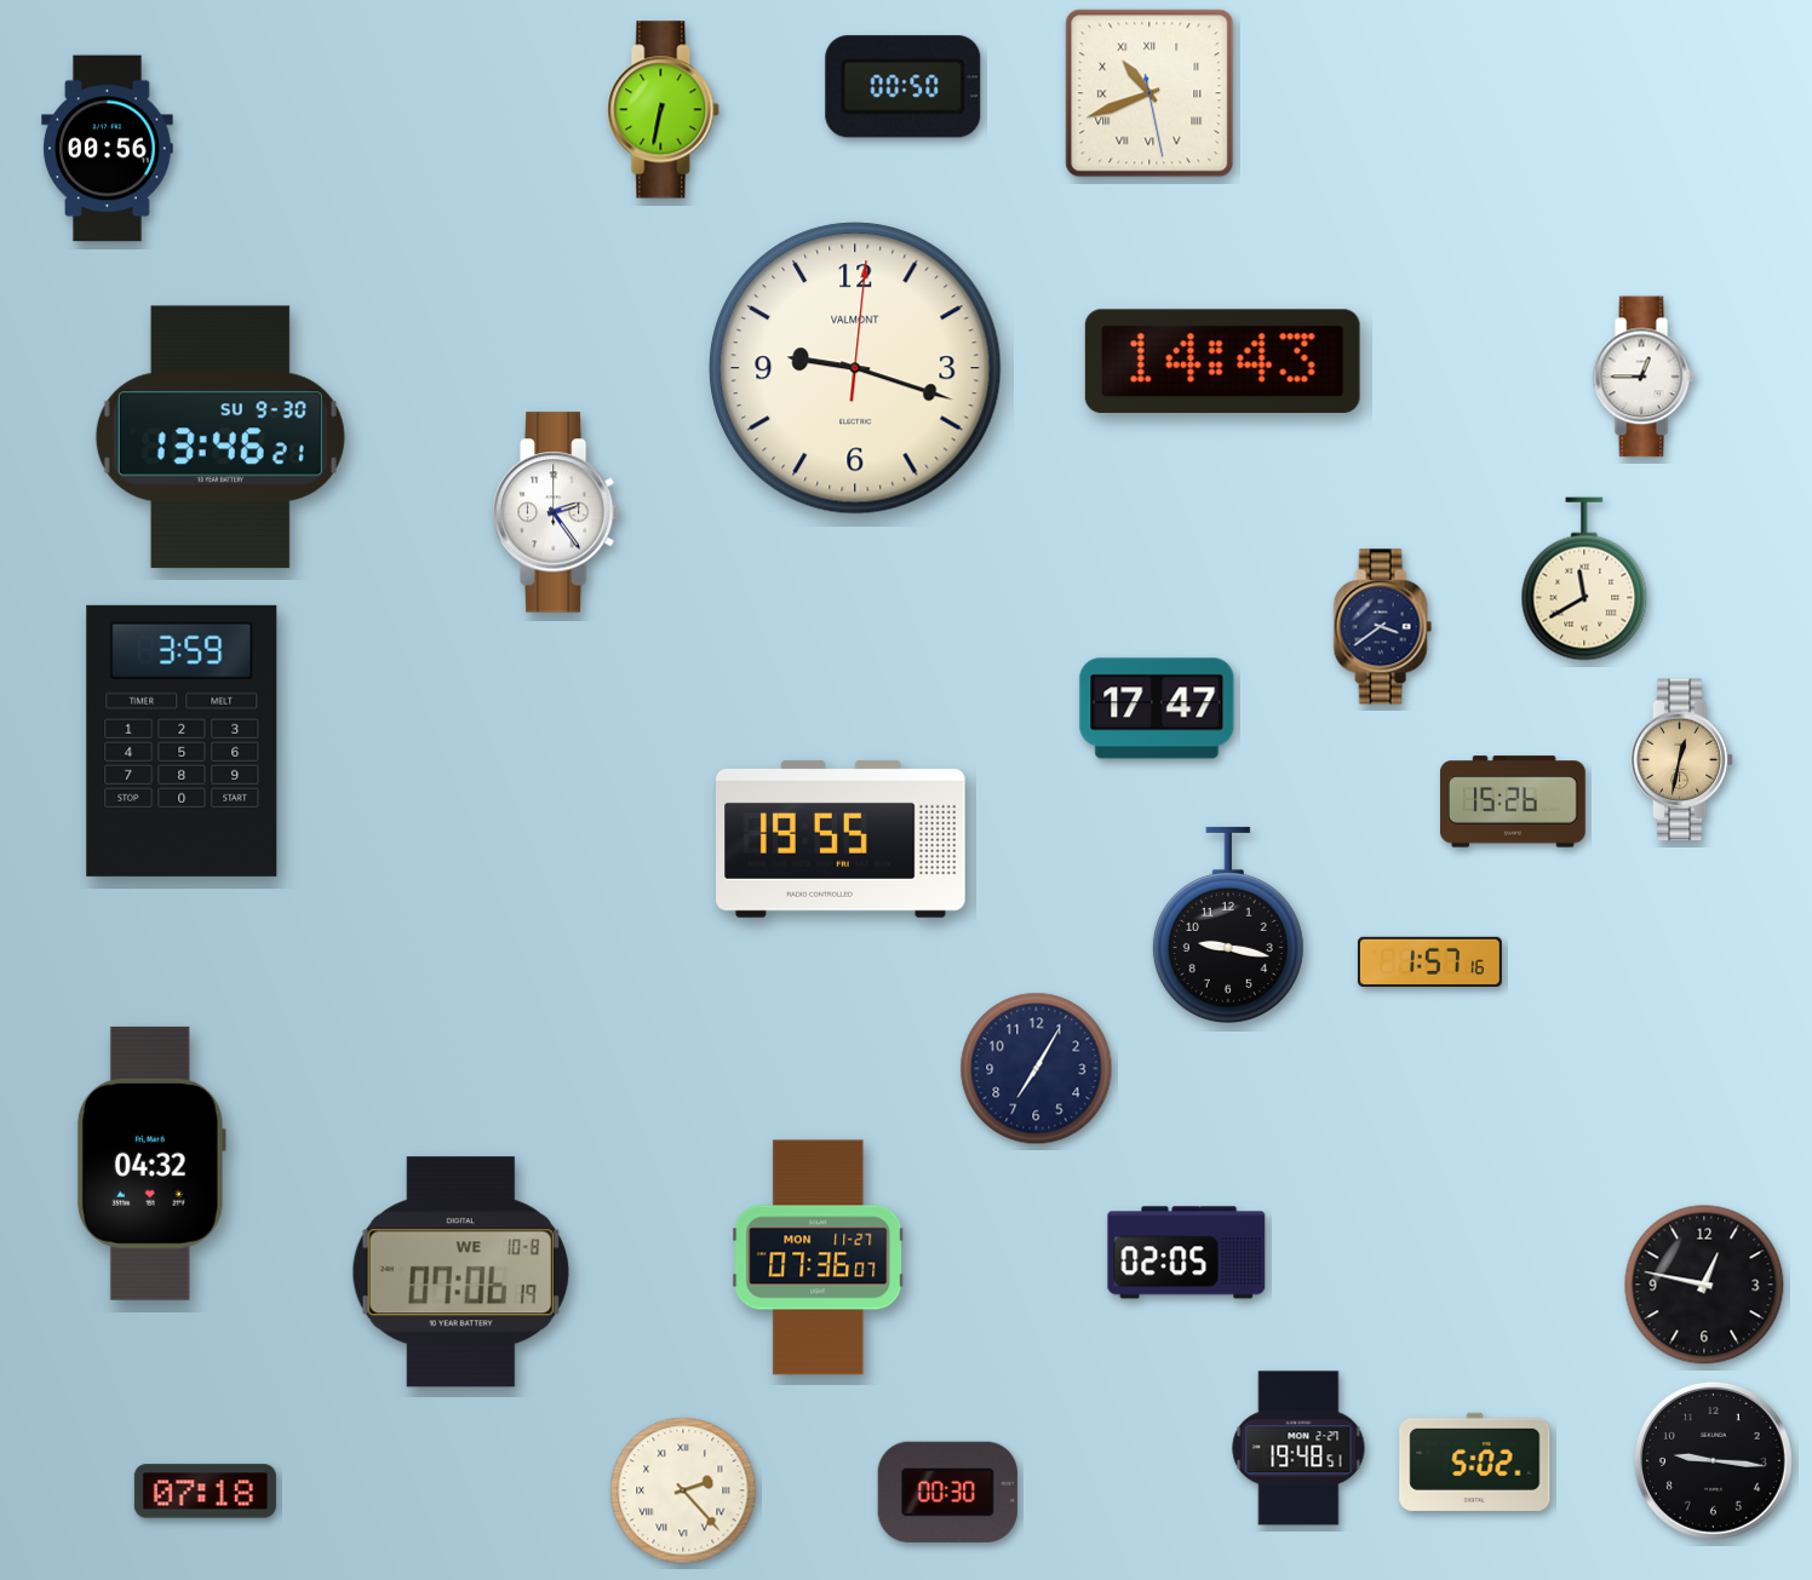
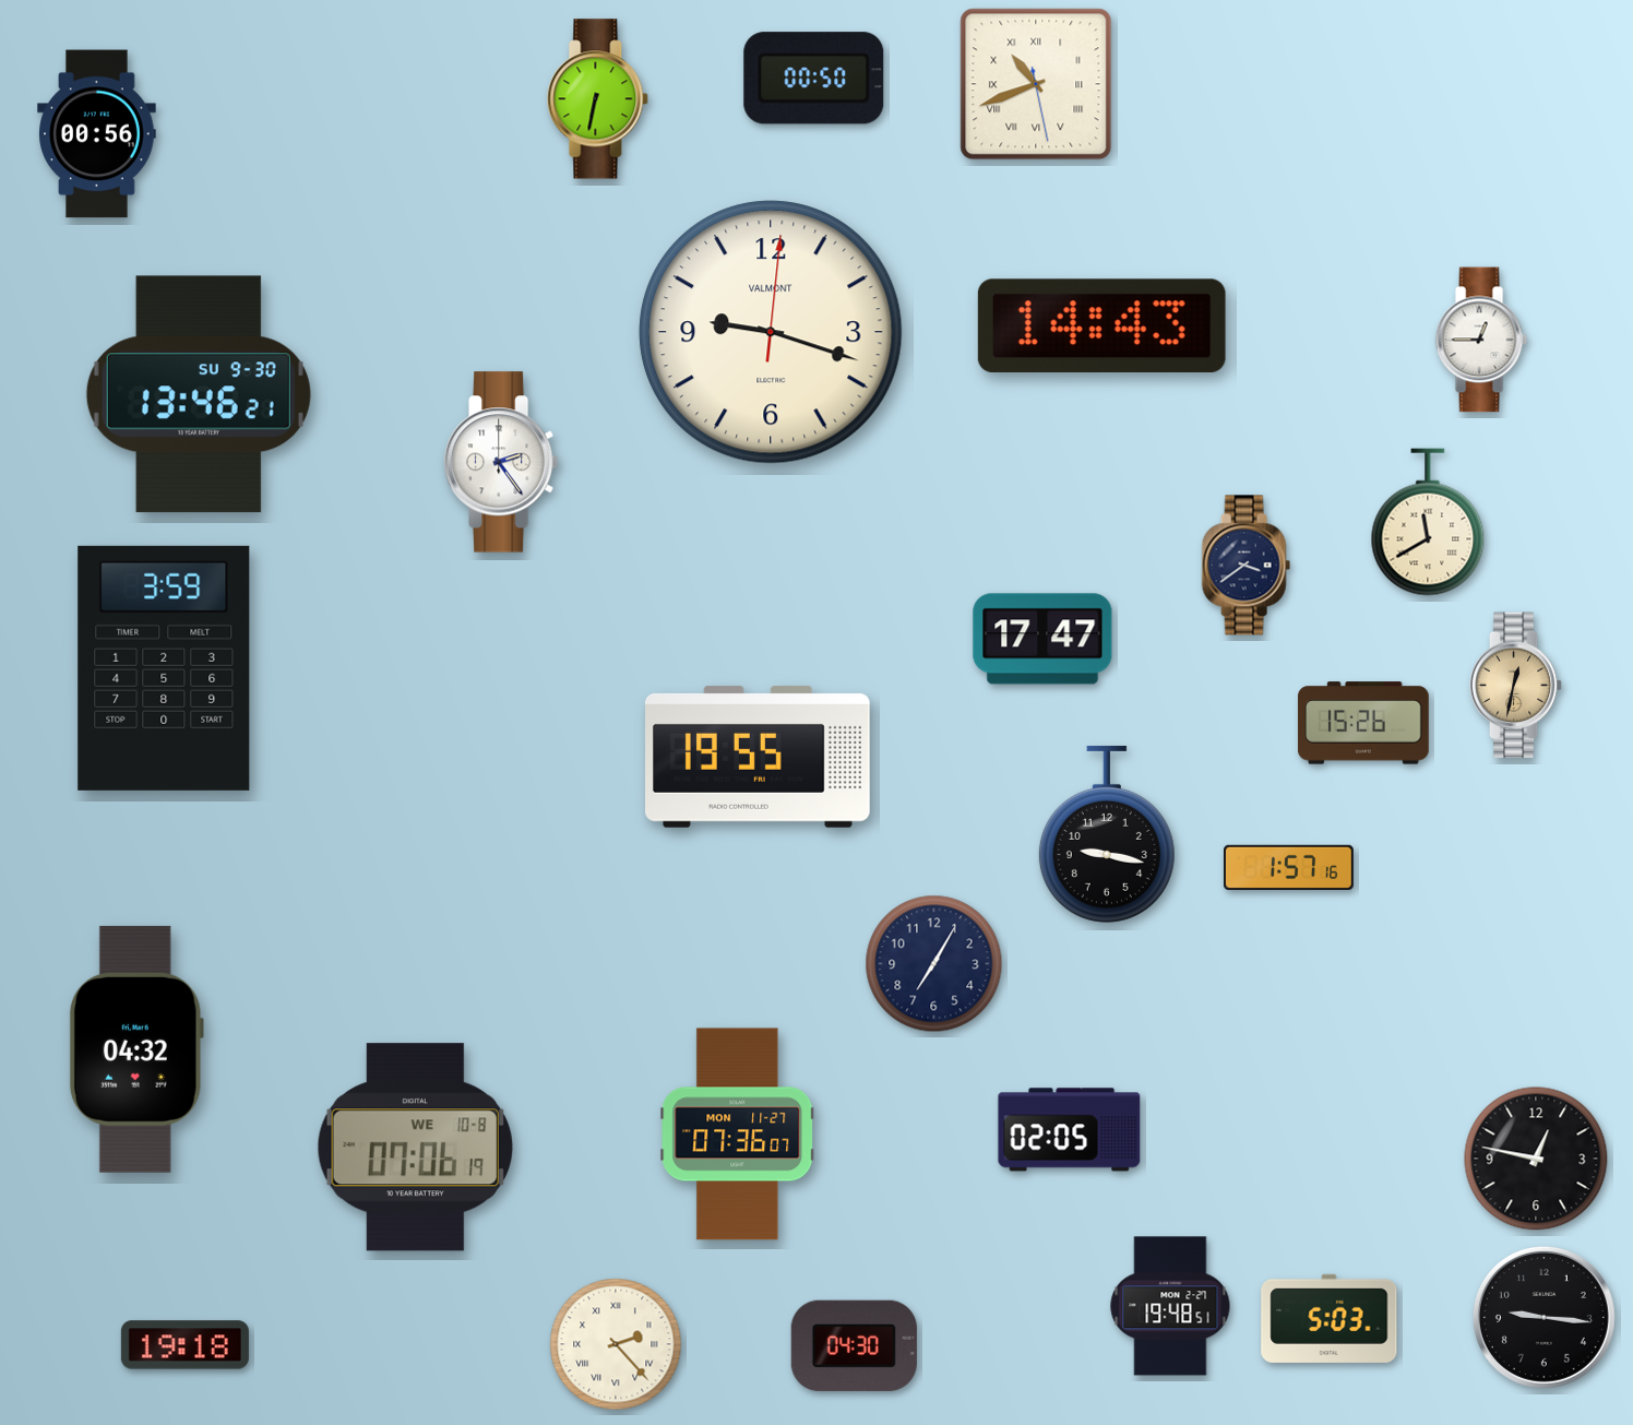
clock at (1475, 1461): 5:02 -> 5:03
clock at (205, 1492): 07:18 -> 19:18
clock at (947, 1492): 00:30 -> 04:30
